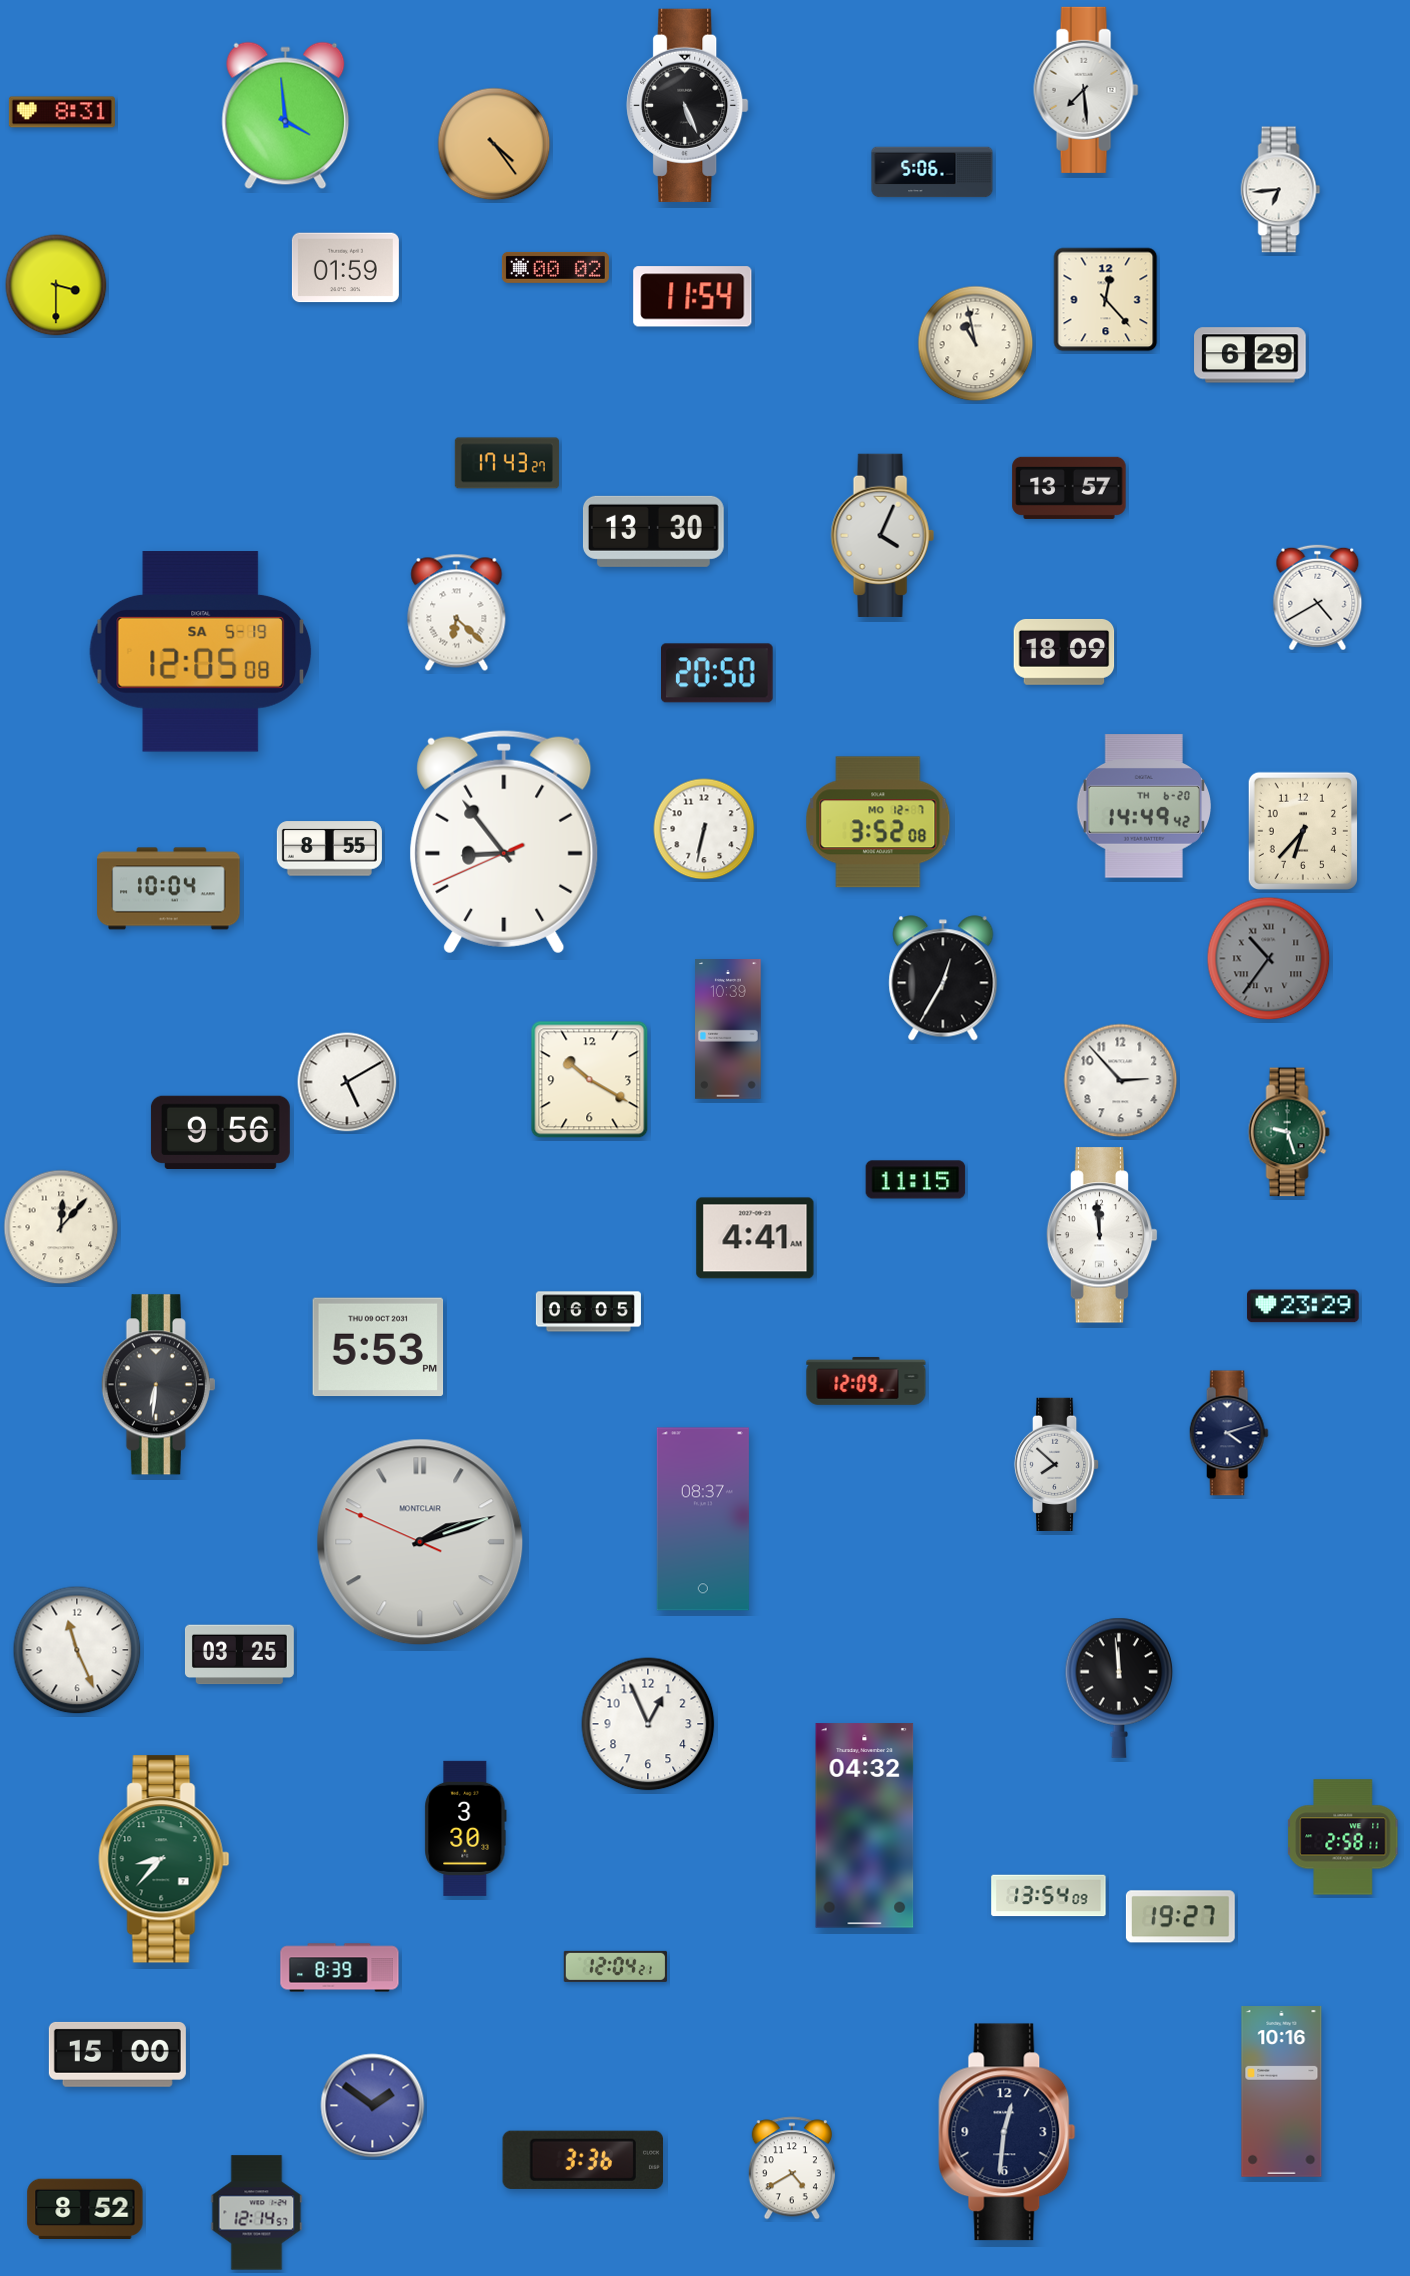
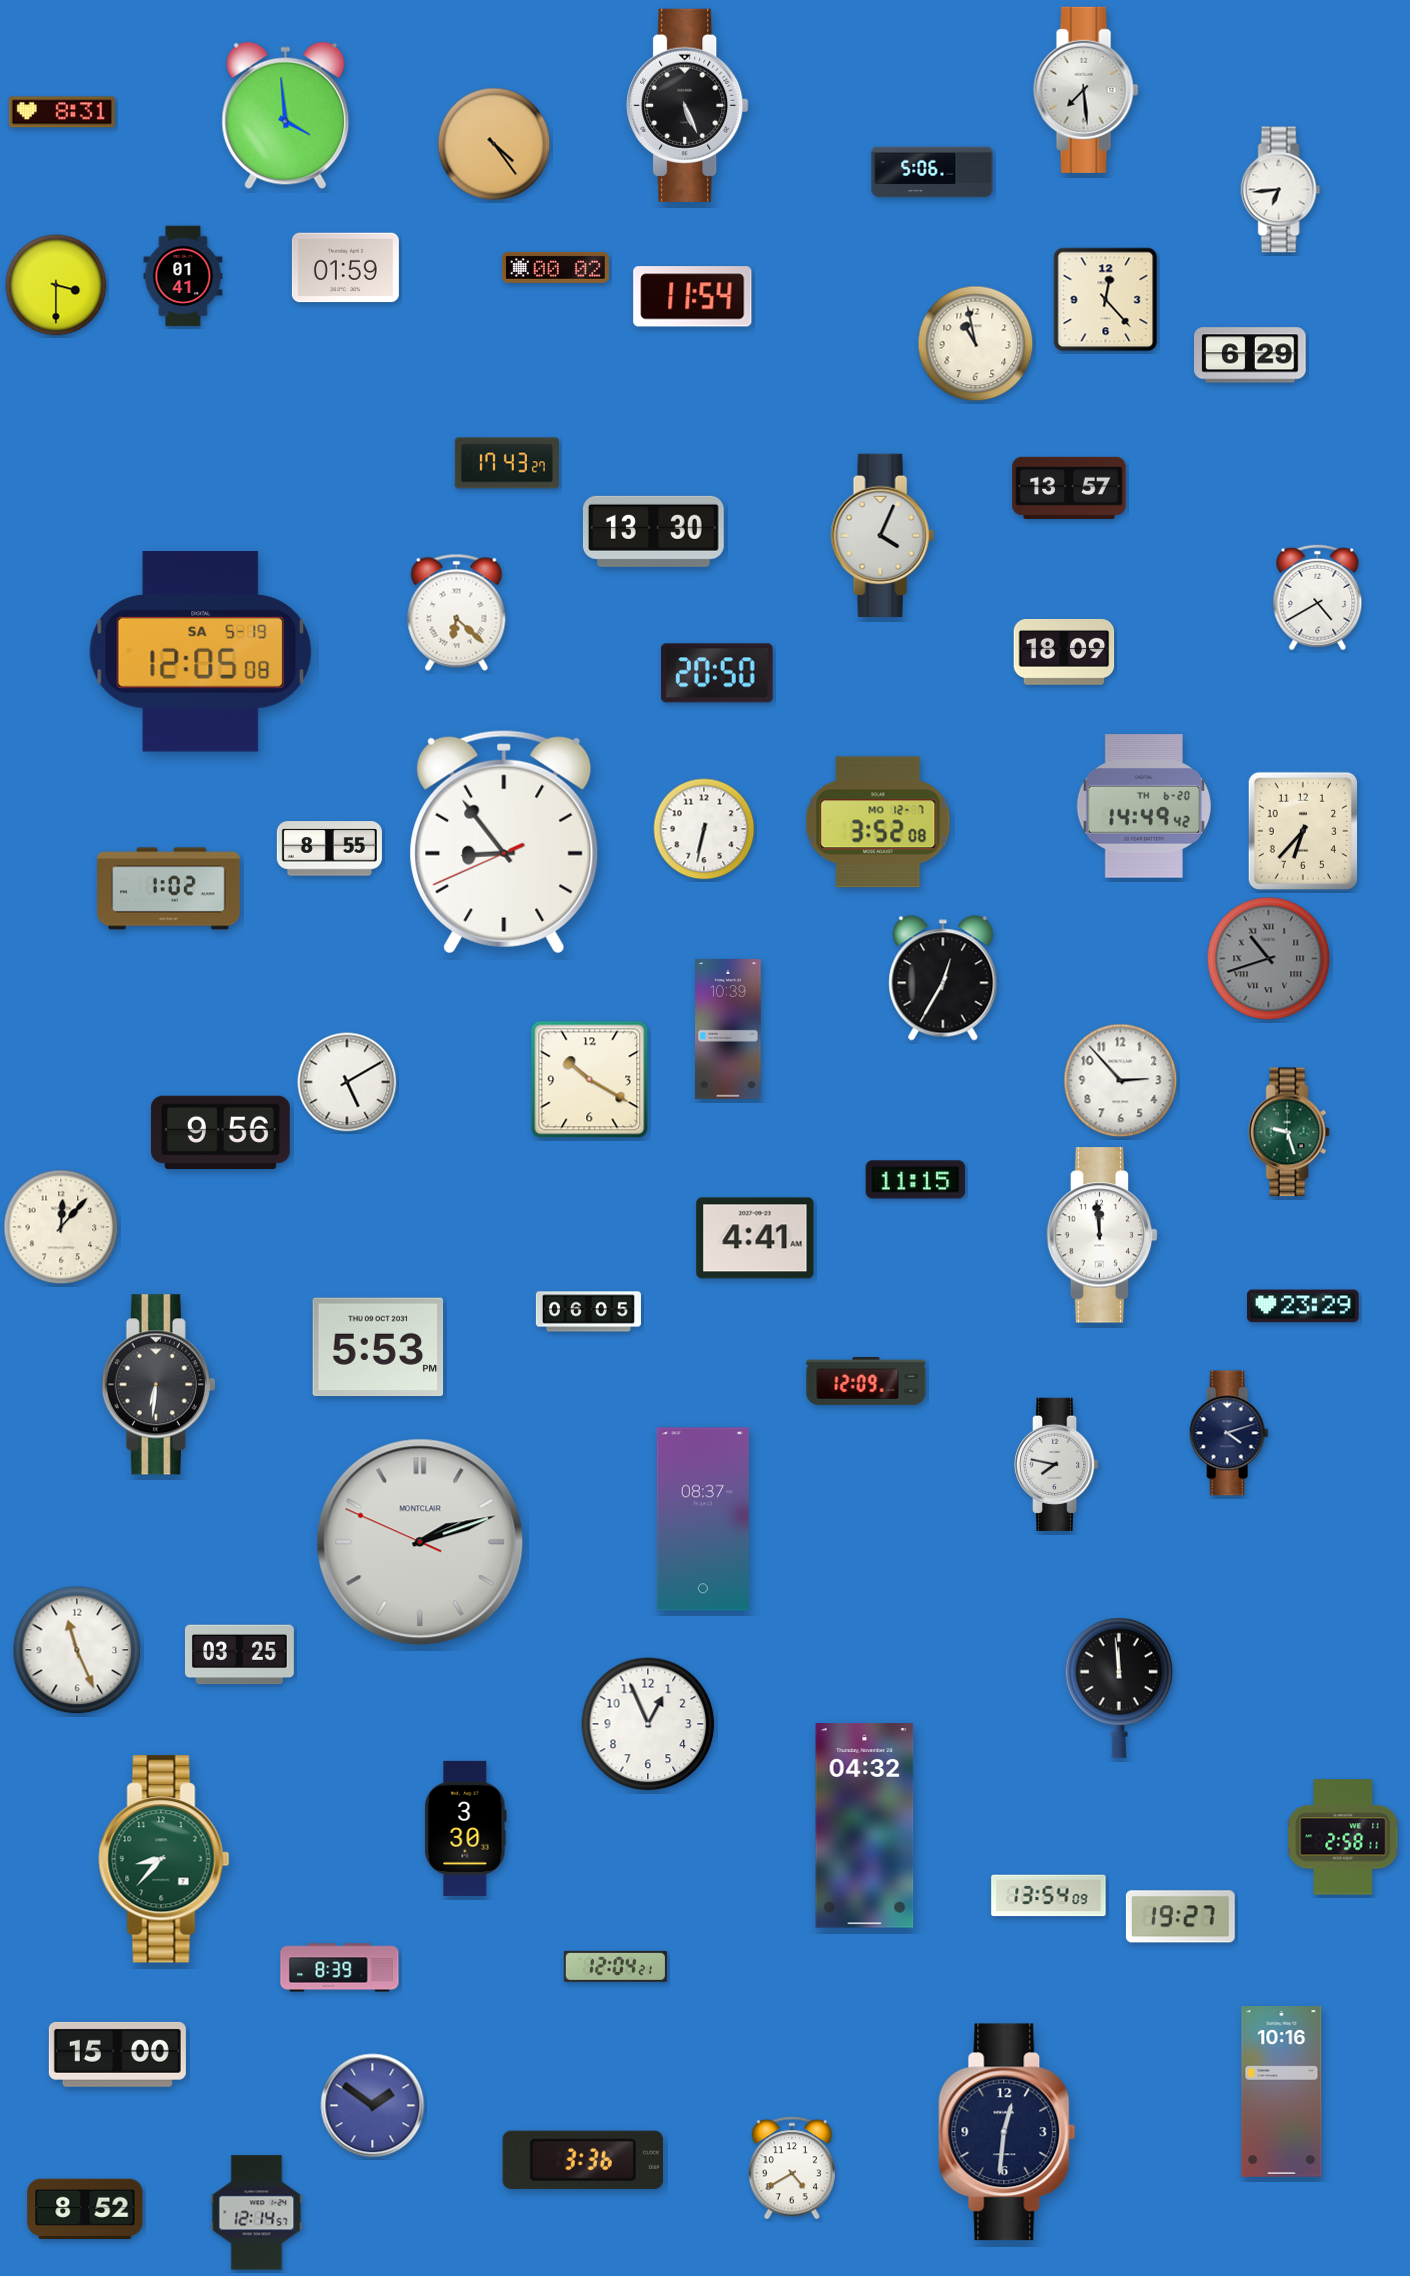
clock at (183, 276): none -> 01:41
clock at (169, 889): 10:04 -> 1:02
clock at (1269, 959): 10:36 -> 10:42
clock at (1057, 1464): 7:52 -> 7:47
